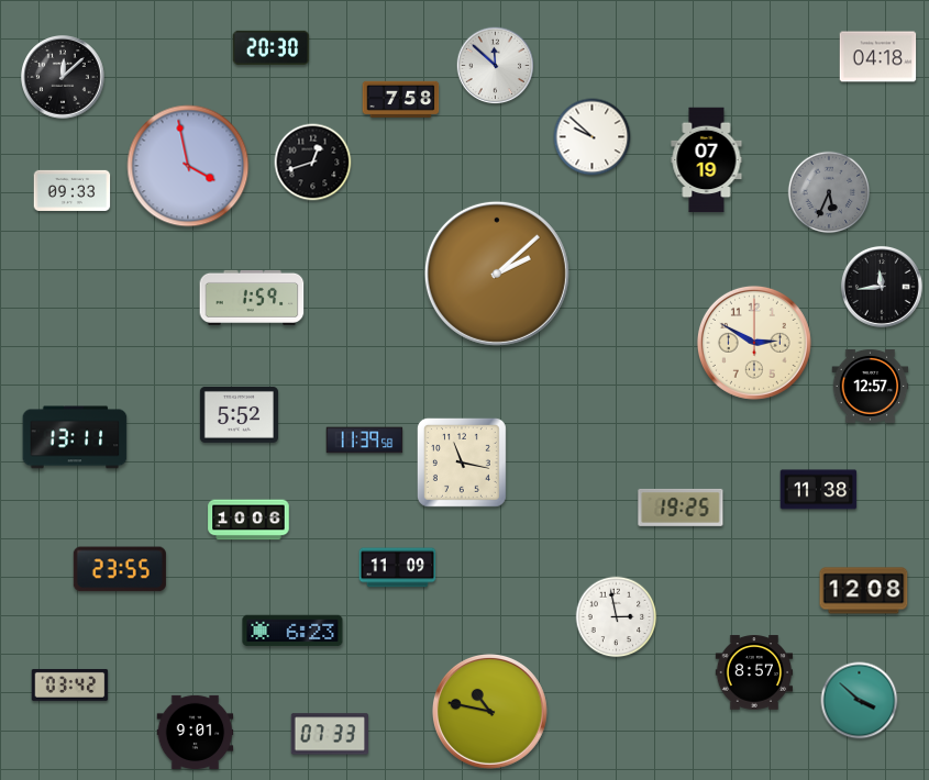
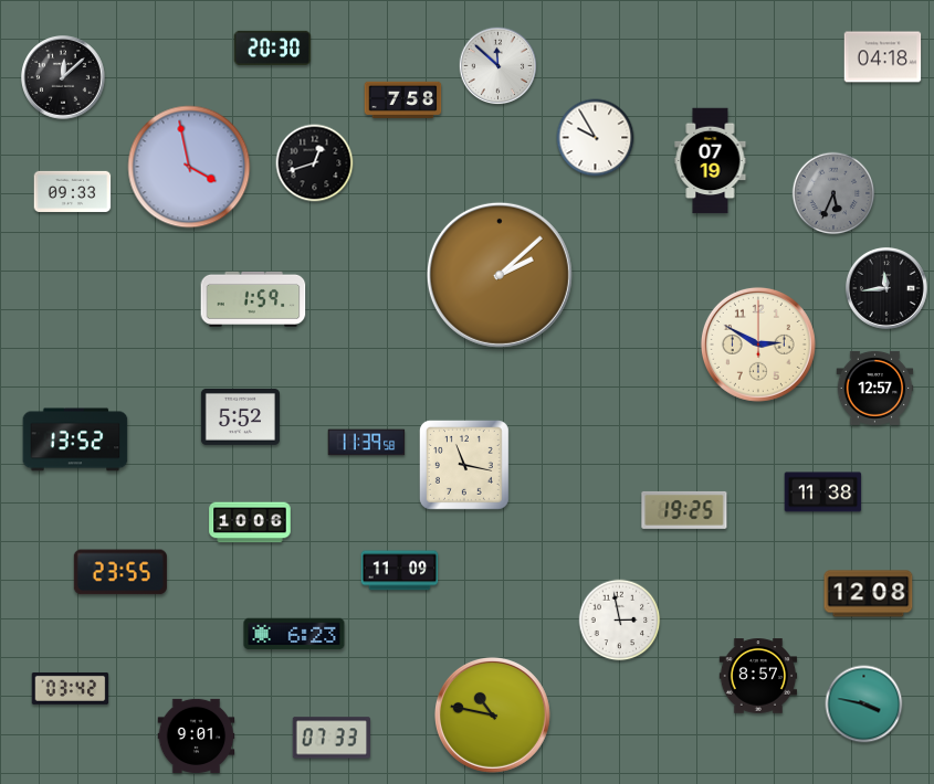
clock at (593, 137): 9:52 -> 9:55
clock at (75, 437): 13:11 -> 13:52
clock at (860, 701): 3:52 -> 3:47
